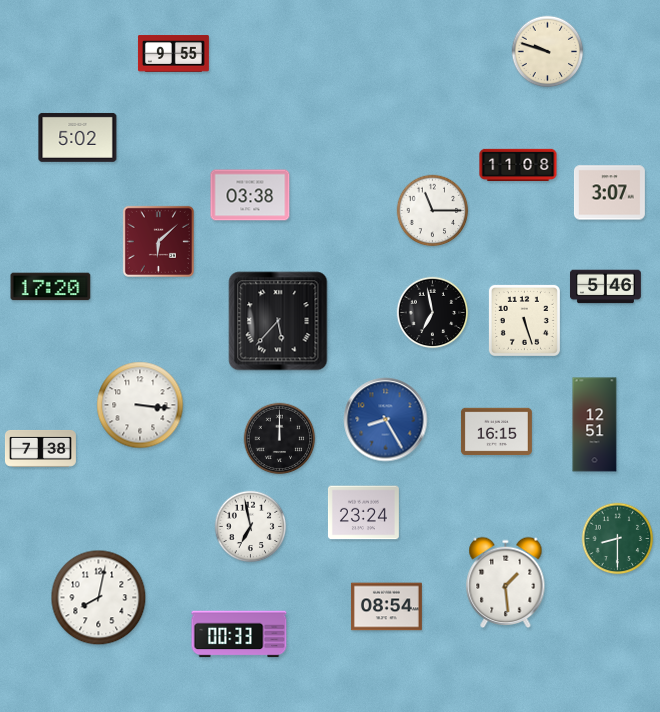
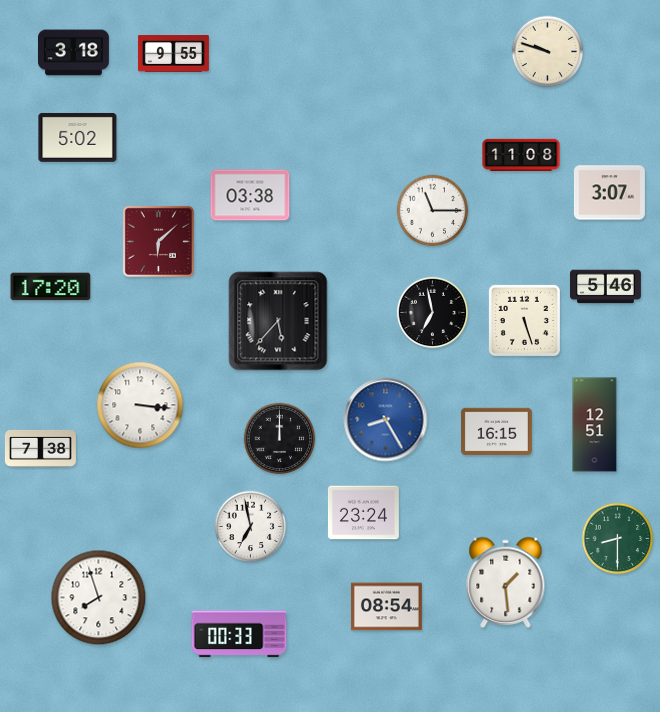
clock at (73, 53): none -> 3:18
clock at (518, 165) position: (518, 165) -> (521, 155)
clock at (99, 598): 8:02 -> 7:57
